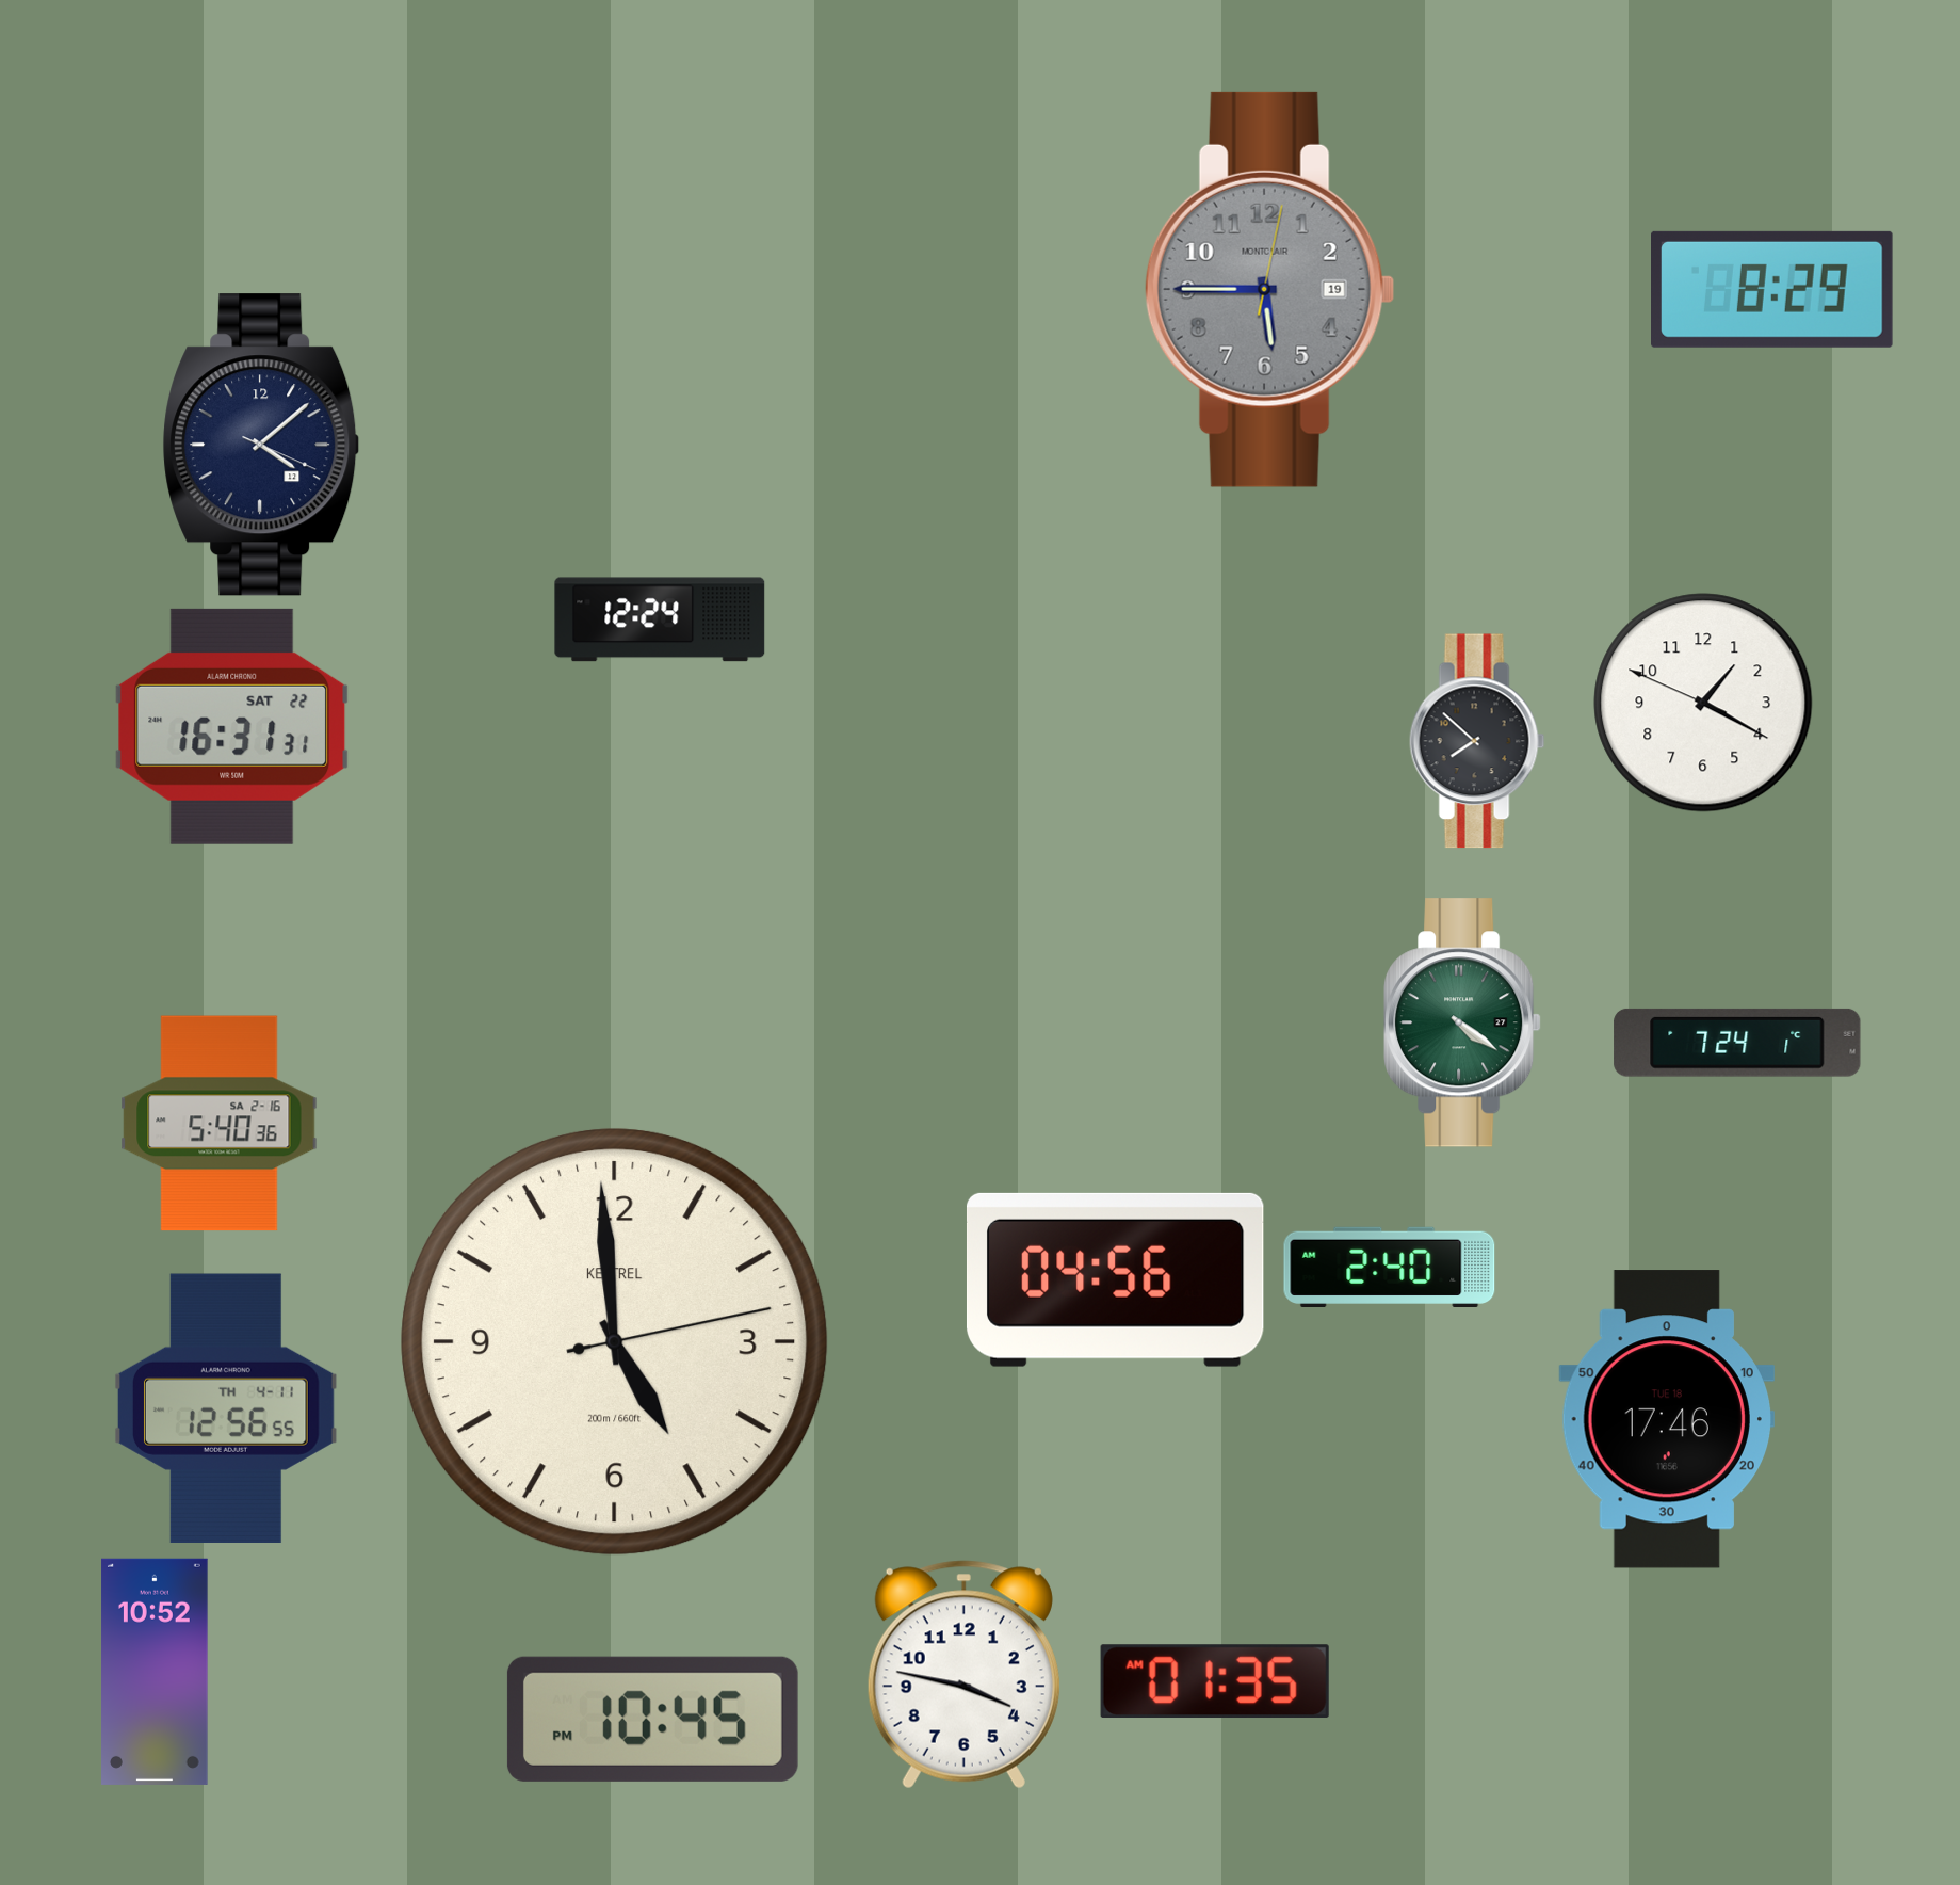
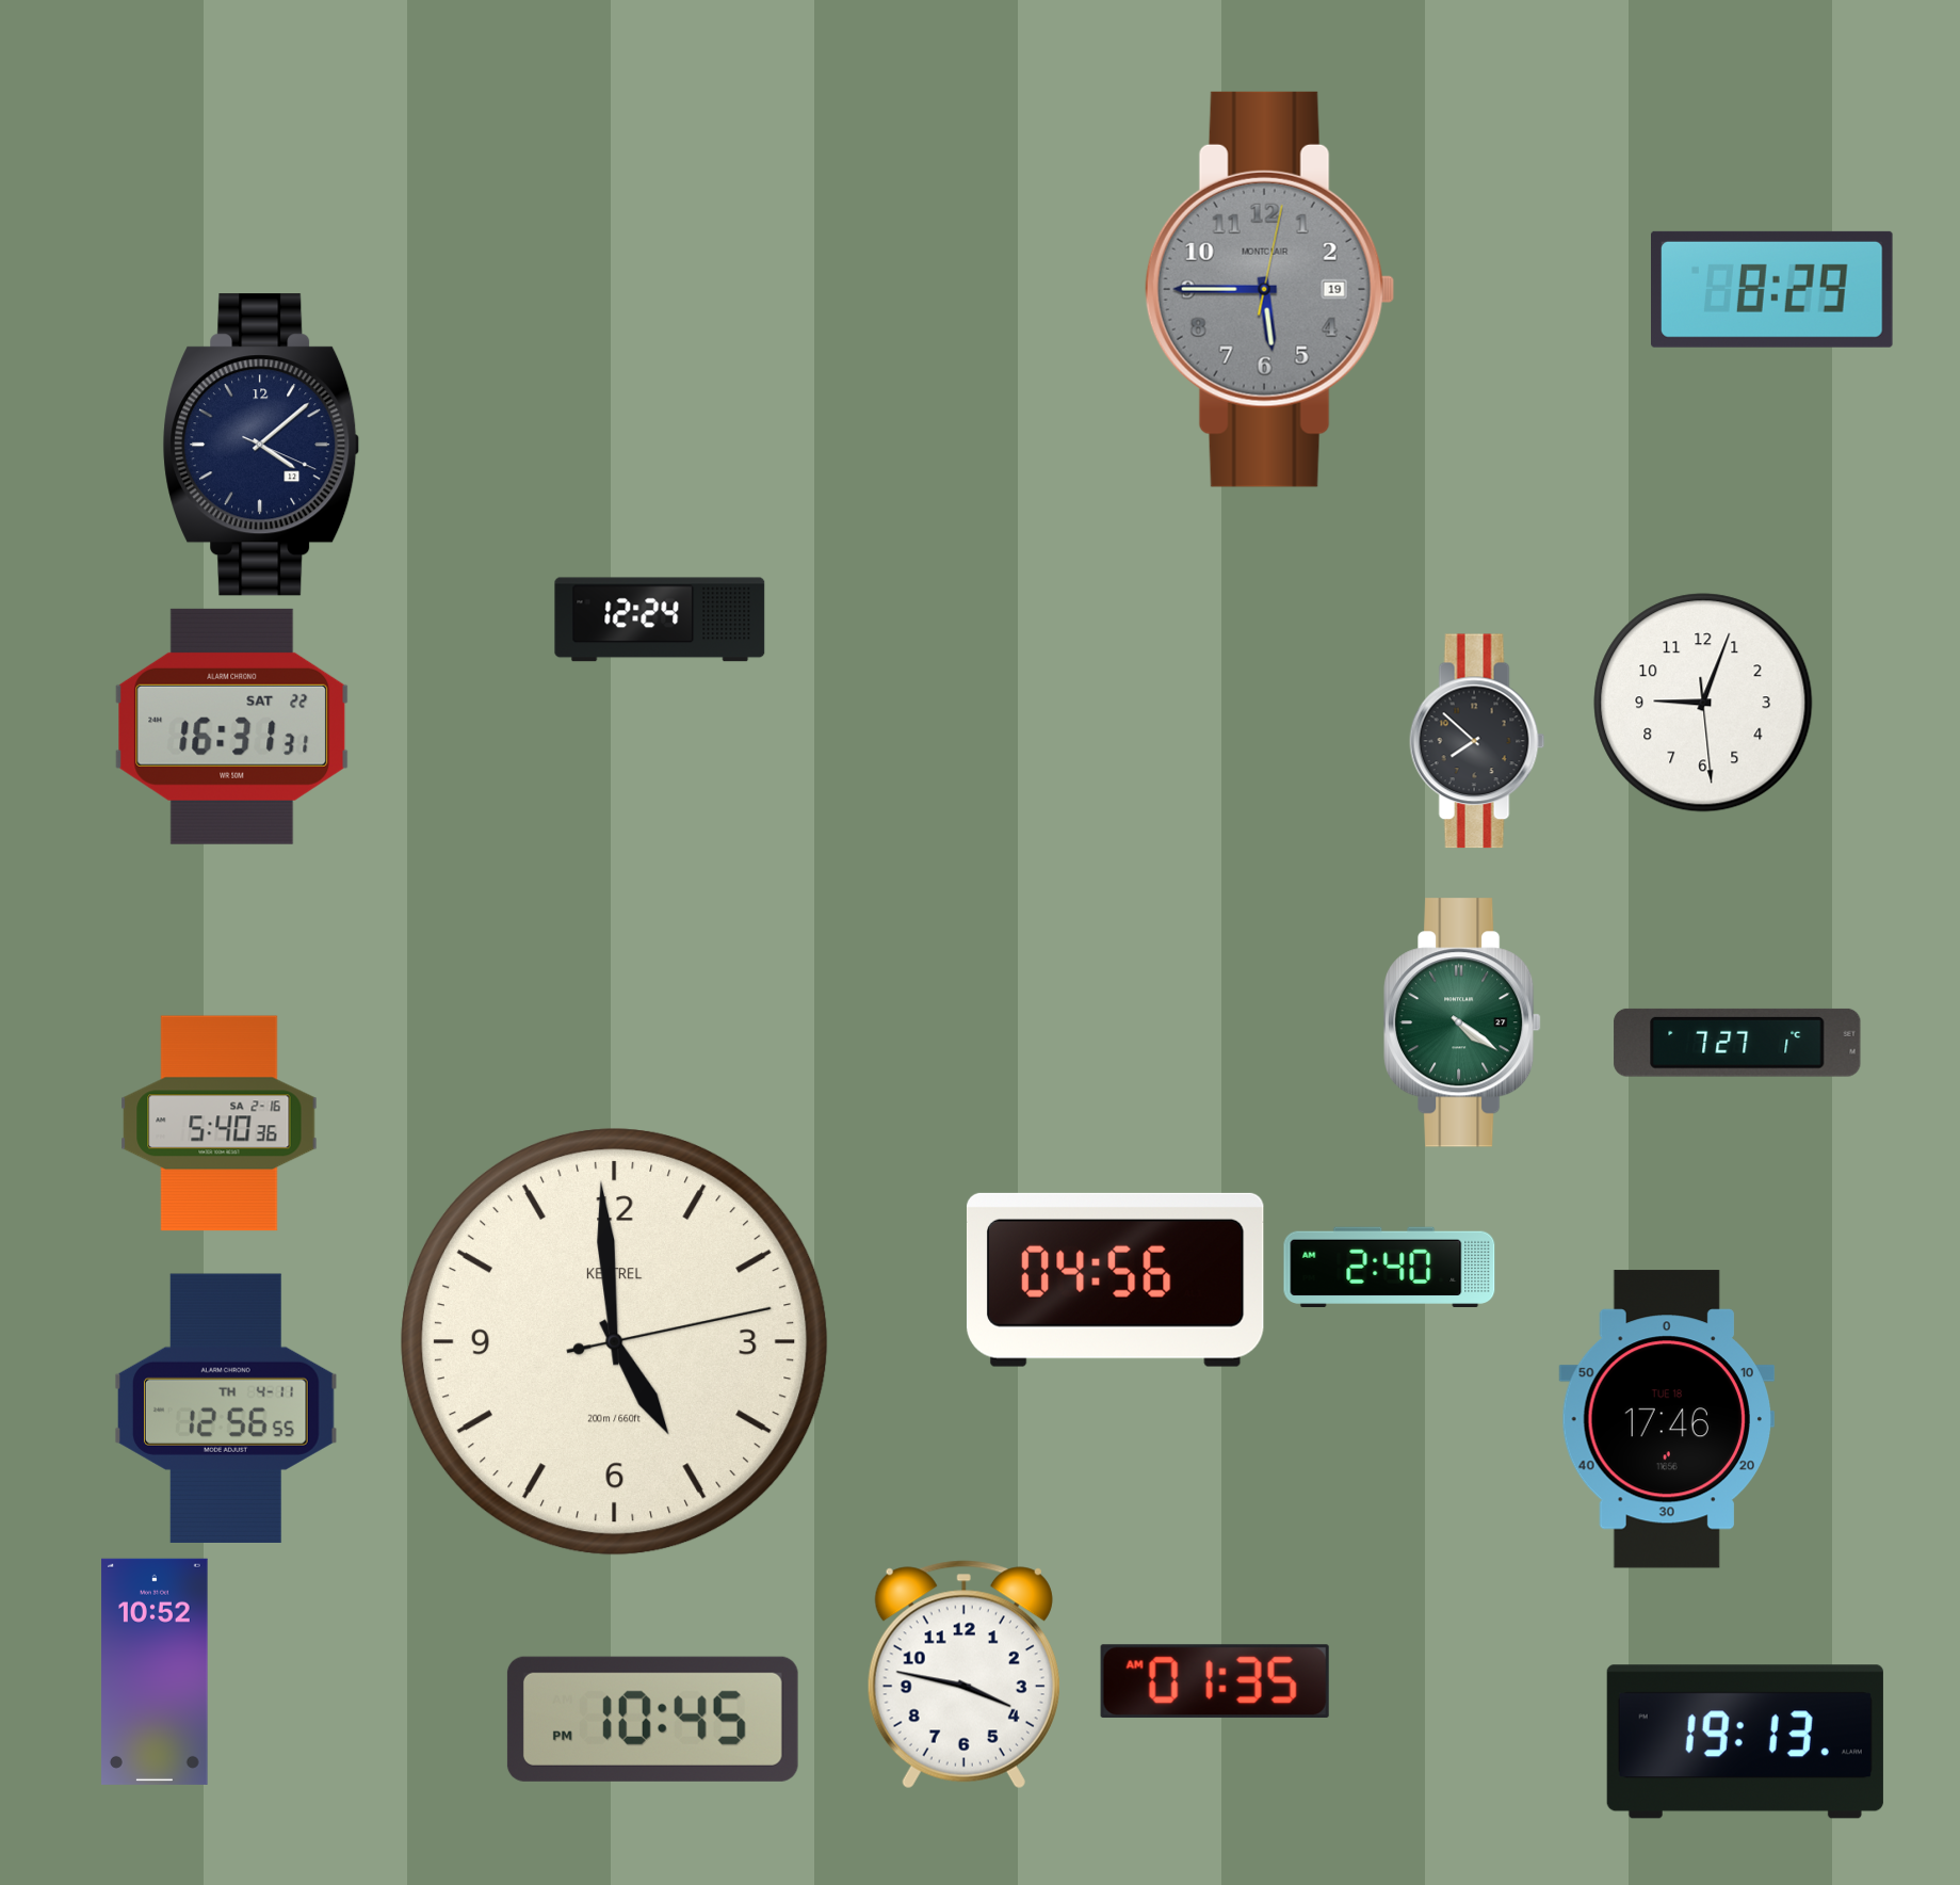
clock at (1703, 703): 1:19 -> 9:03
clock at (1737, 1043): 7:24 -> 7:27
clock at (1745, 1742): none -> 19:13
